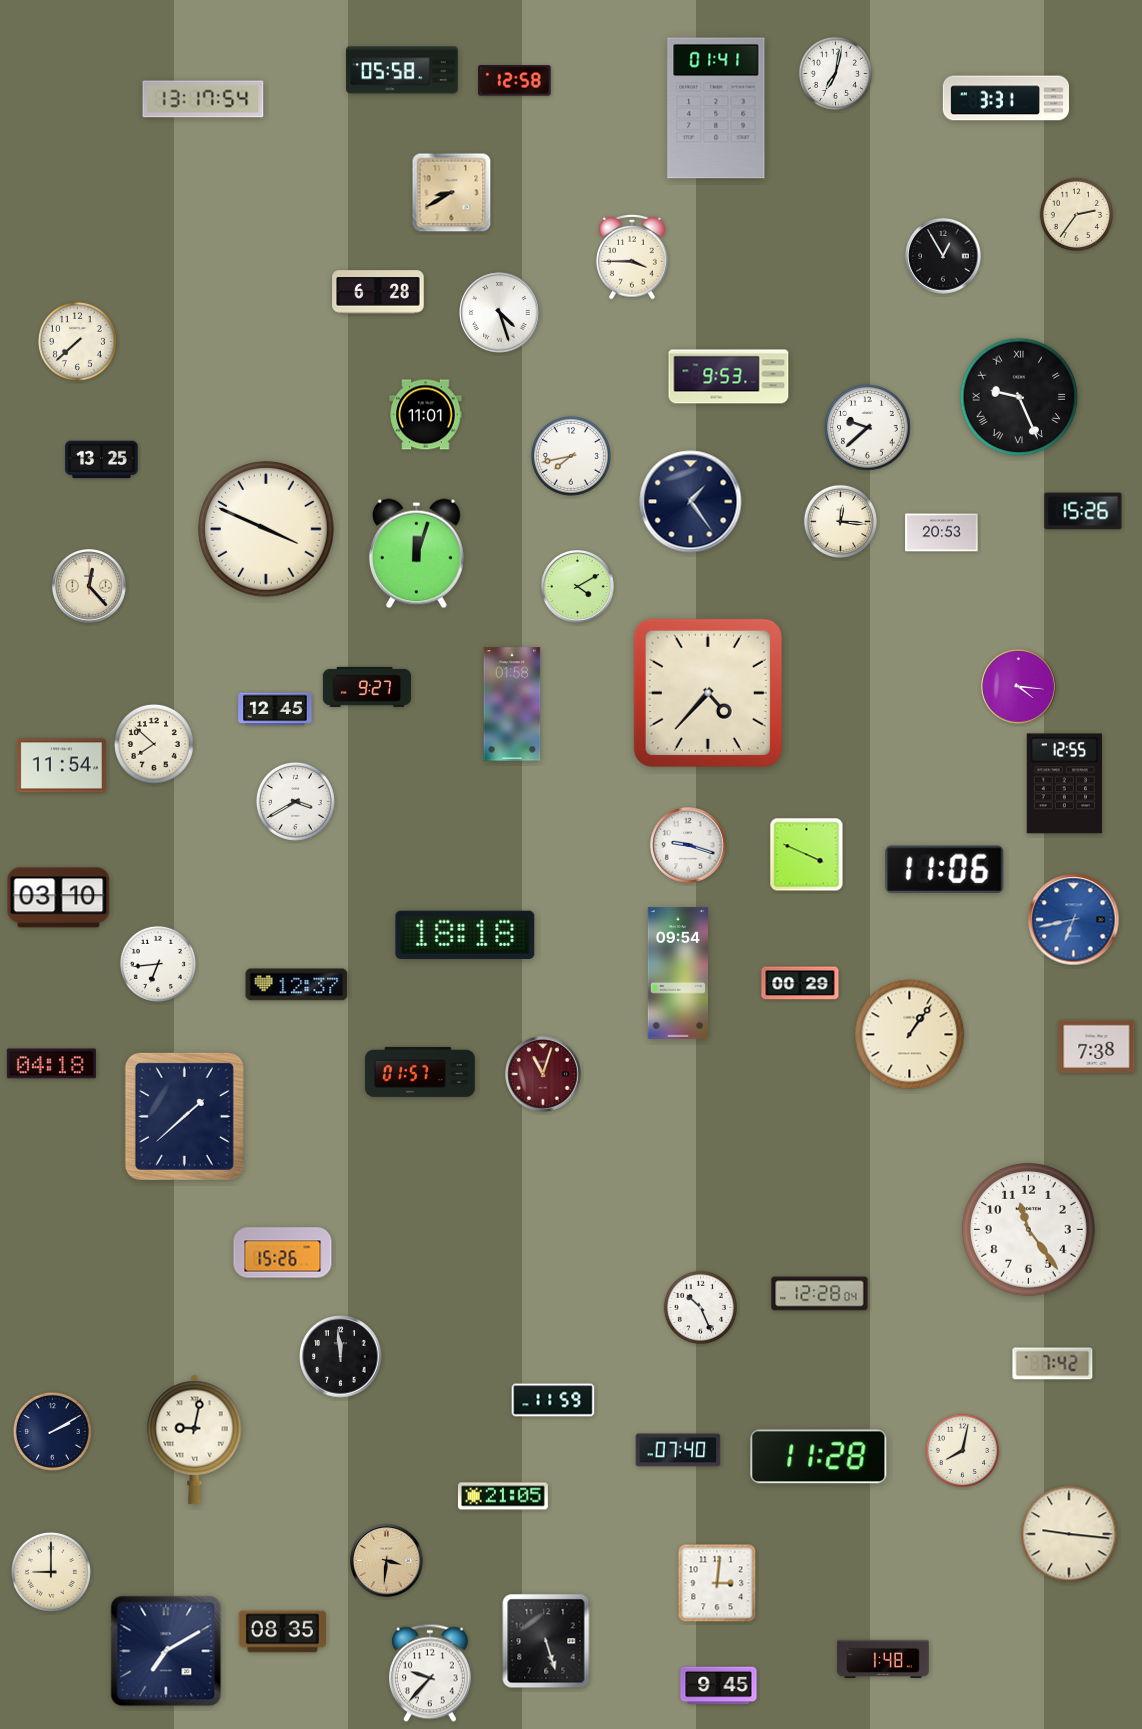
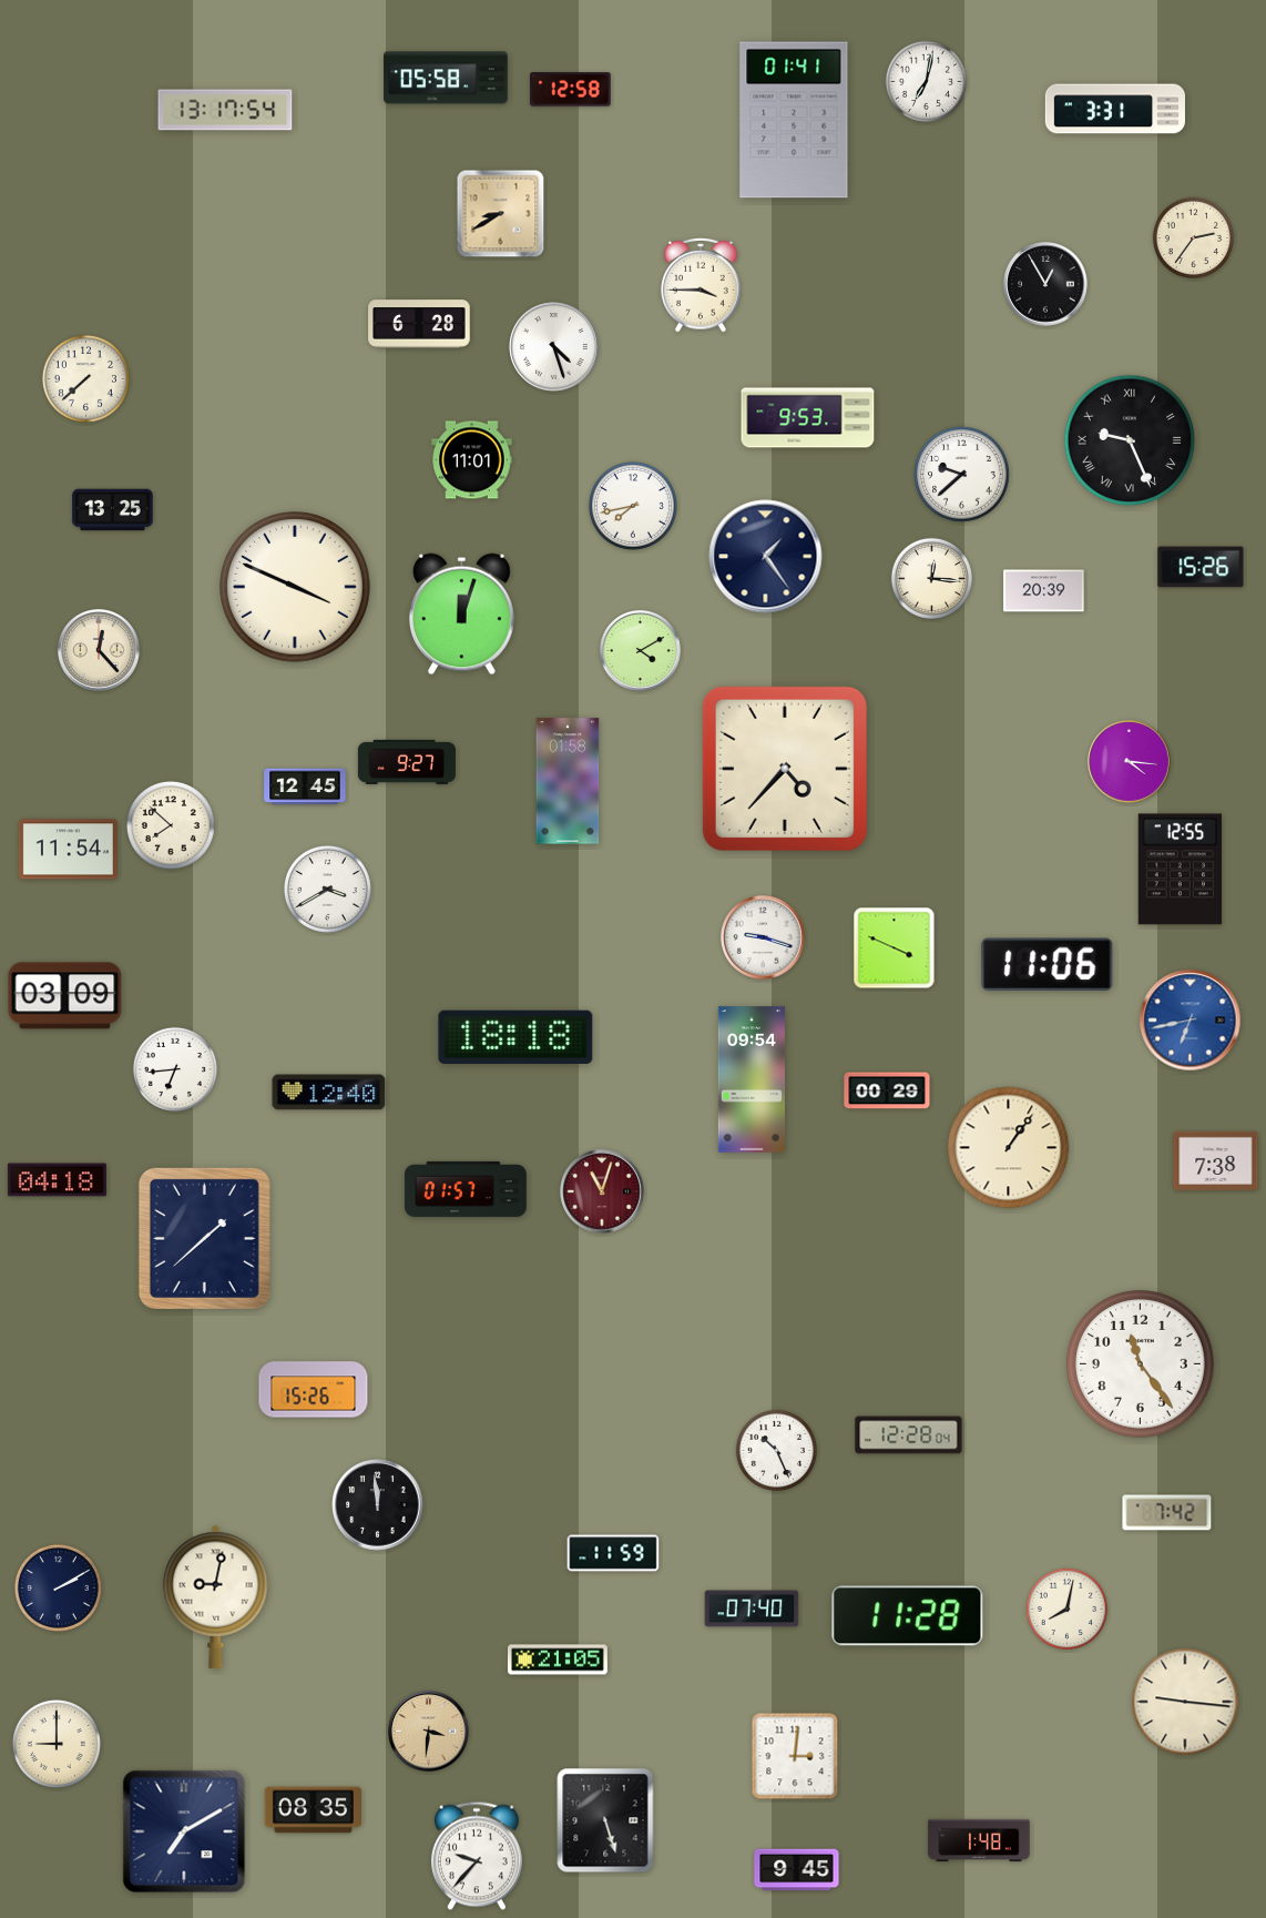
clock at (942, 533): 20:53 -> 20:39
clock at (59, 898): 03:10 -> 03:09
clock at (297, 985): 12:37 -> 12:40
